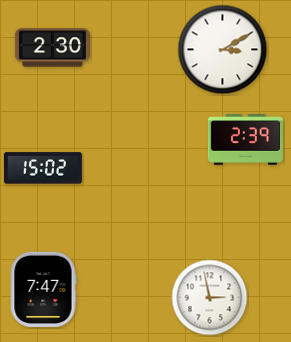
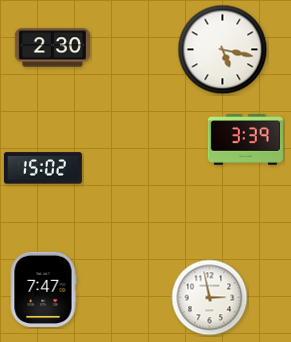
clock at (223, 50): 3:10 -> 5:17
clock at (245, 140): 2:39 -> 3:39
